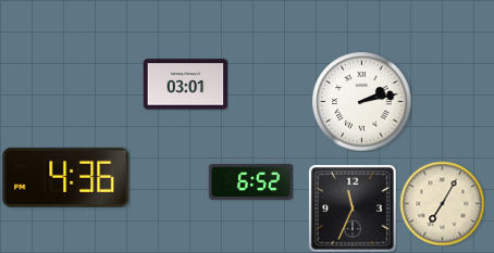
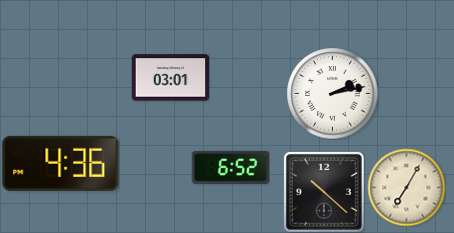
clock at (353, 208): 11:34 -> 10:22
